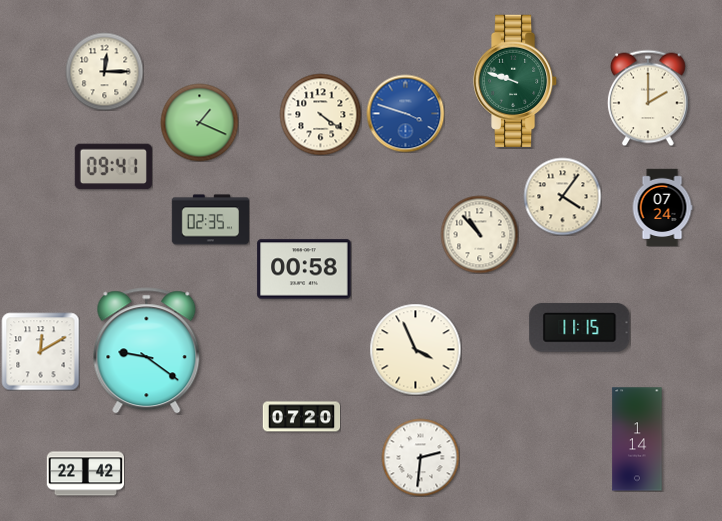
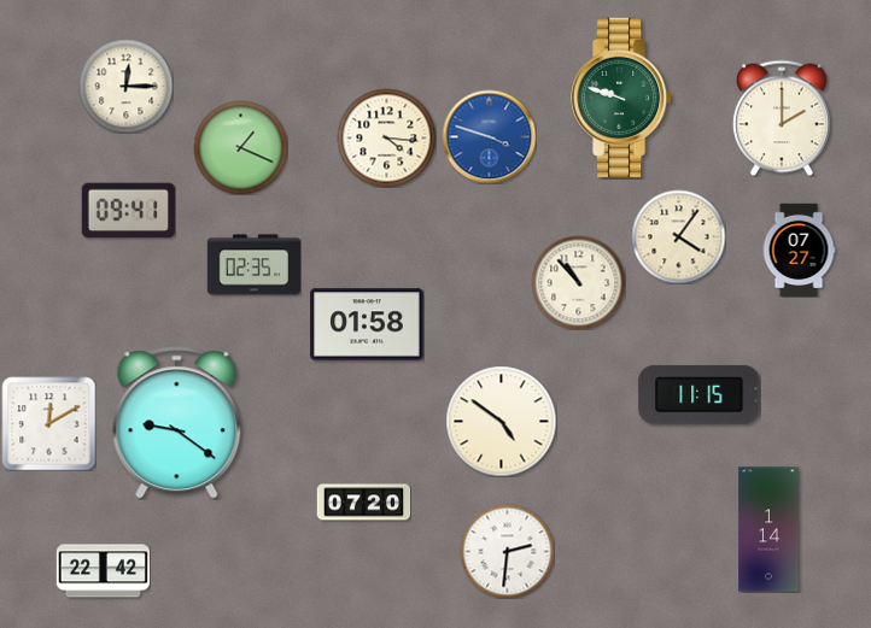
clock at (320, 114): 4:21 -> 4:16
clock at (113, 167) position: (113, 167) -> (128, 211)
clock at (662, 207): 07:24 -> 07:27
clock at (304, 269): 00:58 -> 01:58
clock at (415, 349): 3:56 -> 4:51
